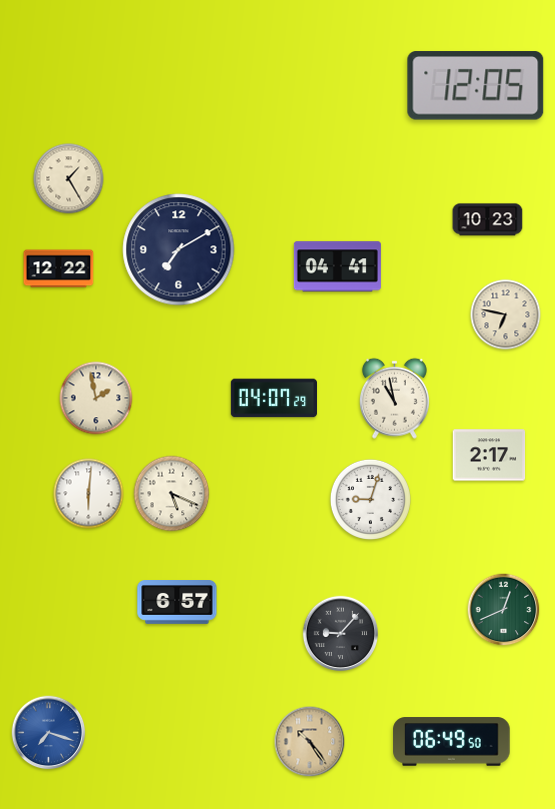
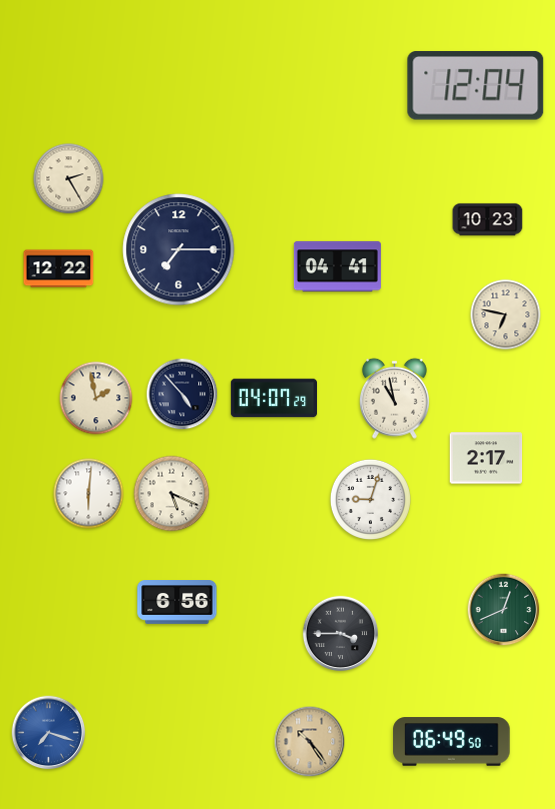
clock at (476, 86): 12:05 -> 12:04
clock at (69, 179): 1:25 -> 2:25
clock at (179, 250): 7:10 -> 7:15
clock at (182, 394): none -> 4:53
clock at (489, 455) position: (489, 455) -> (486, 458)
clock at (177, 603): 6:57 -> 6:56
clock at (341, 634): 9:07 -> 3:45
